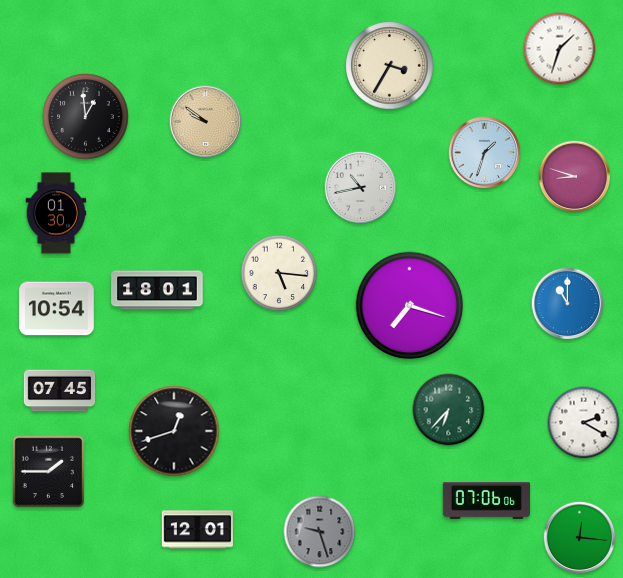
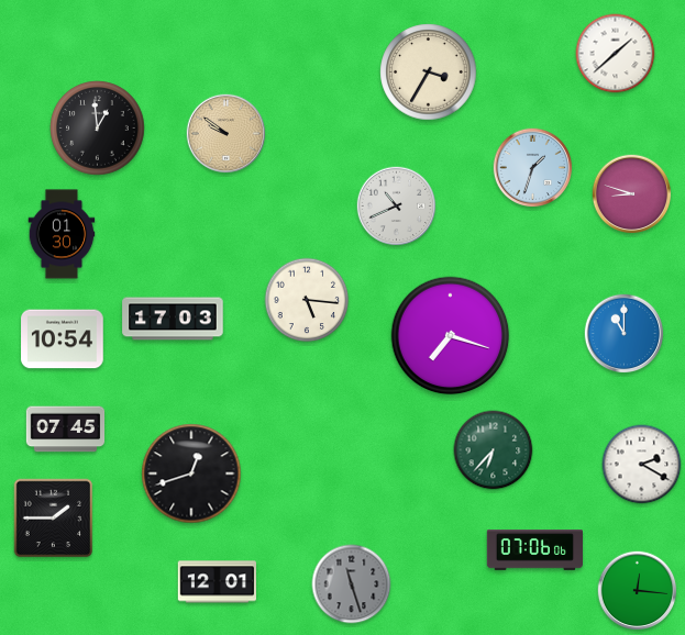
clock at (560, 49): 1:33 -> 1:38
clock at (86, 117) position: (86, 117) -> (98, 129)
clock at (361, 188): 10:43 -> 10:41
clock at (157, 290): 18:01 -> 17:03
clock at (320, 532): 9:27 -> 11:27
